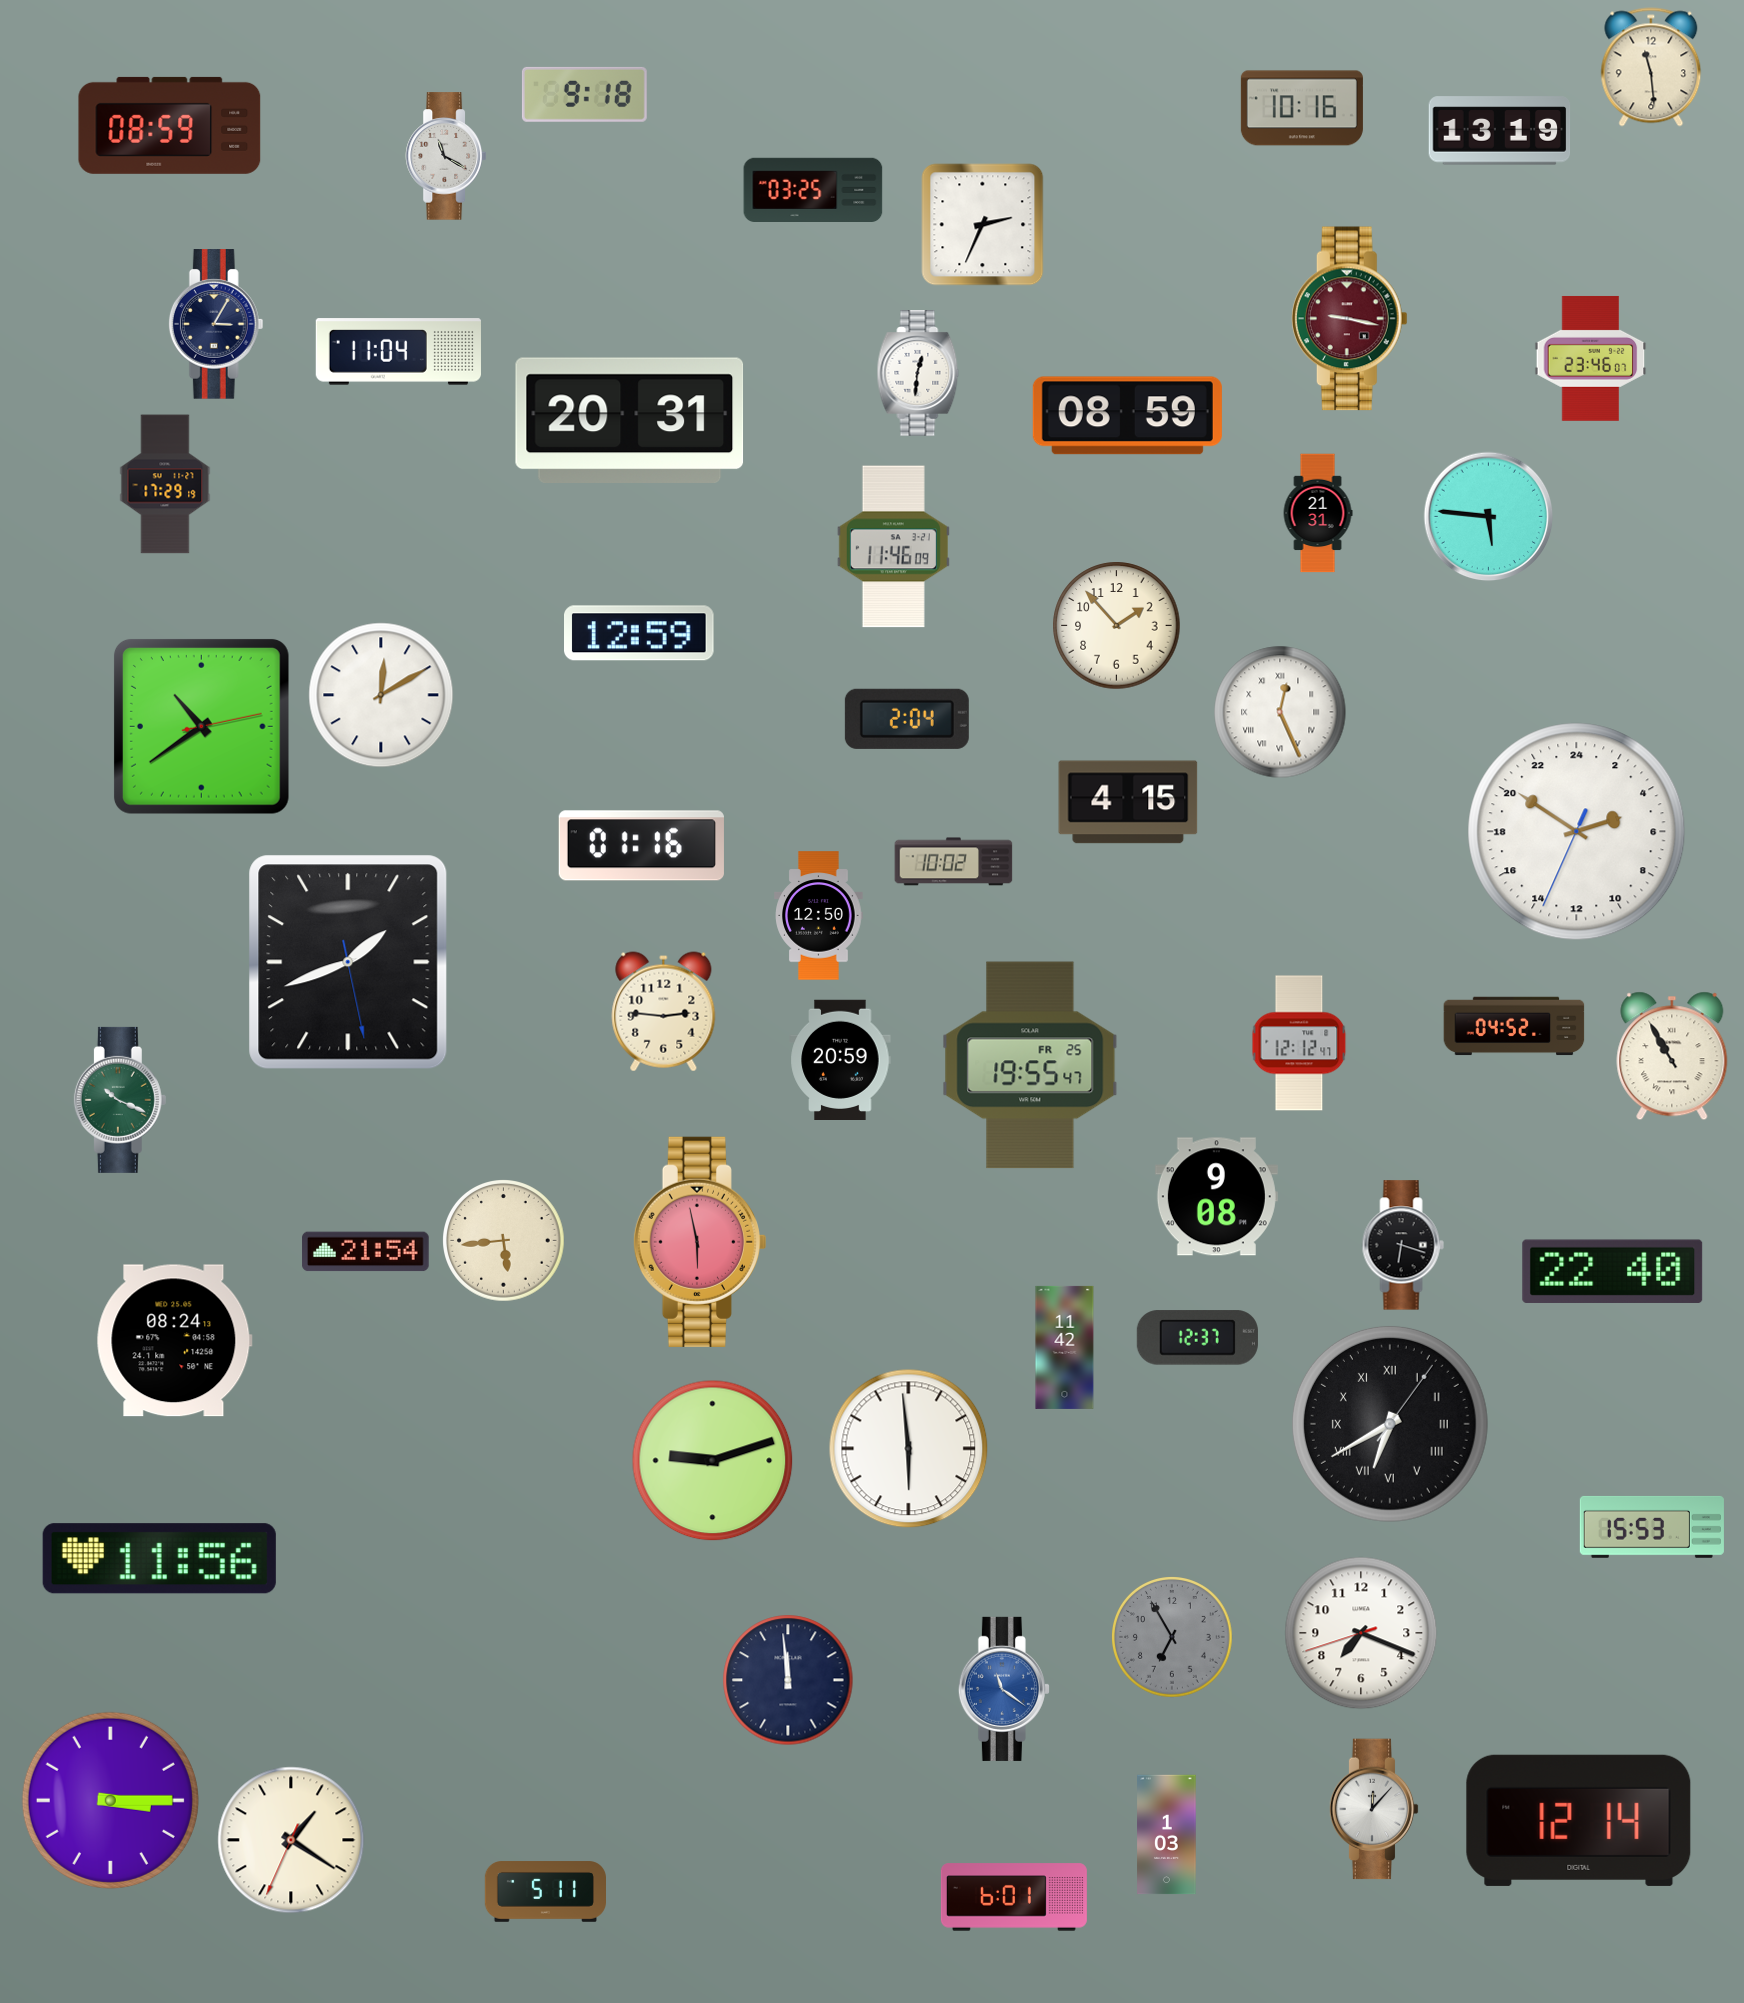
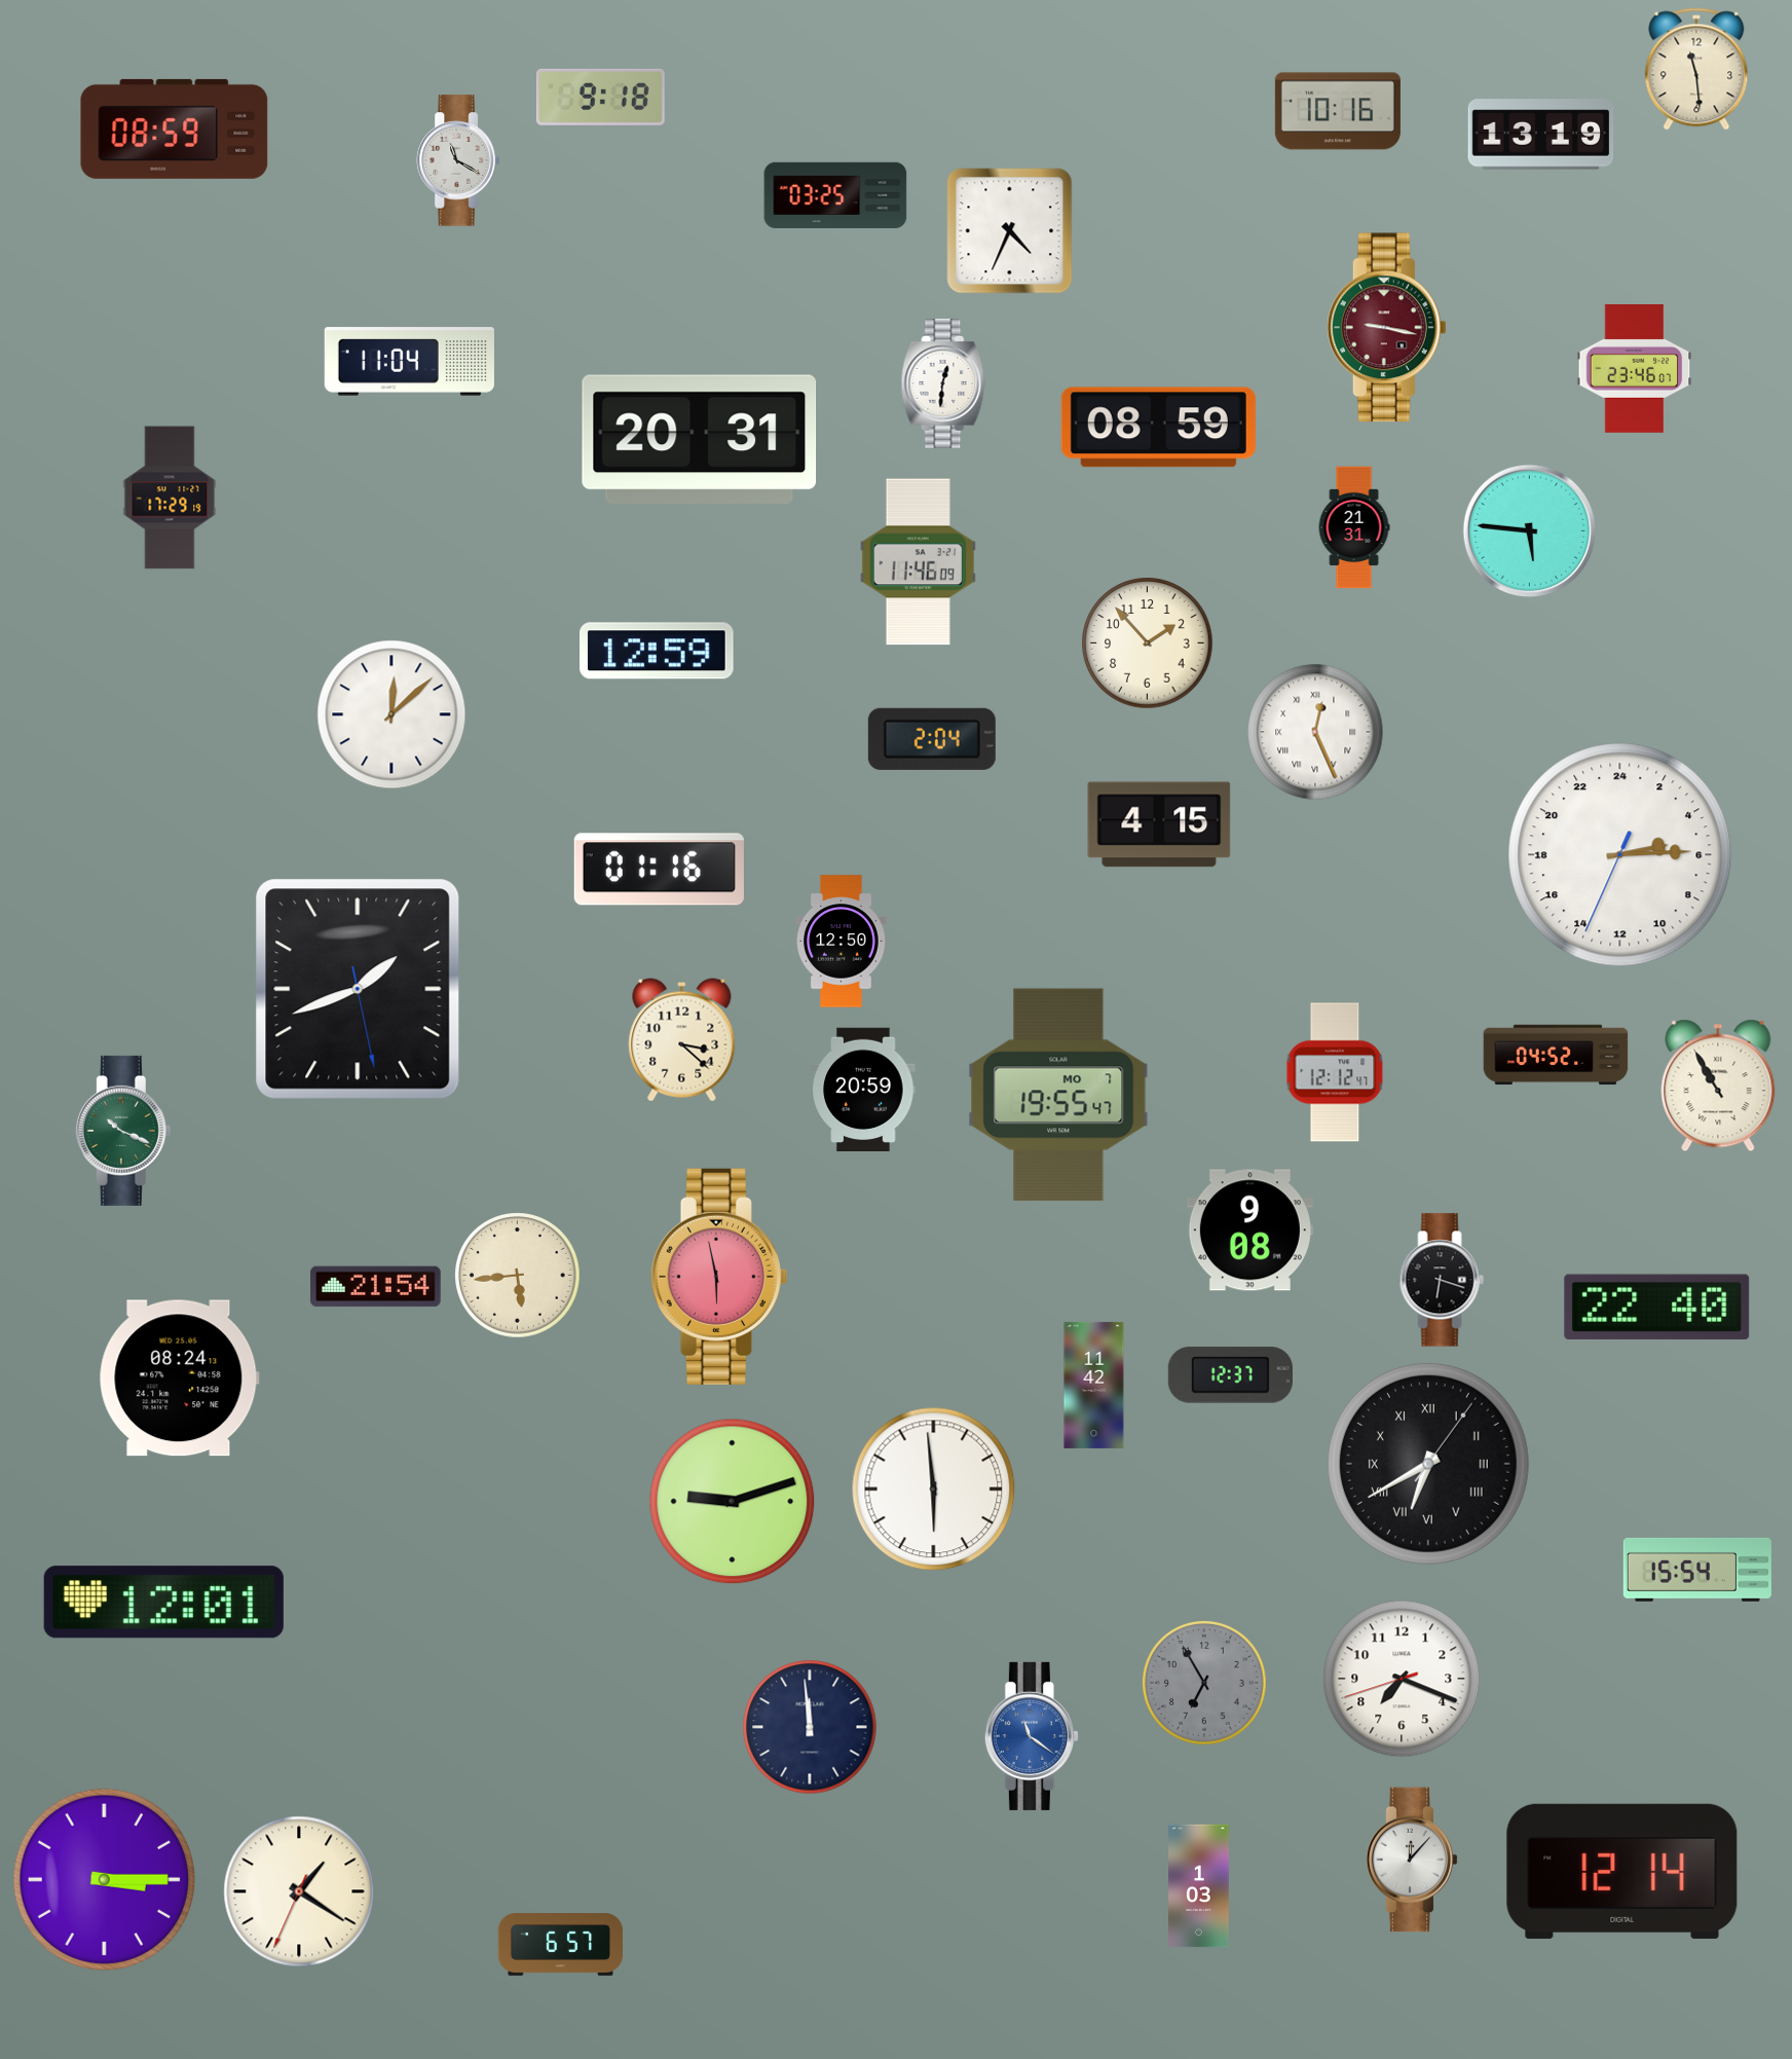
clock at (983, 225): 2:34 -> 4:34
clock at (216, 324): 3:05 -> none
clock at (630, 420) position: (630, 420) -> (700, 439)
clock at (381, 695): 12:10 -> 12:08
clock at (201, 726): 10:39 -> none
clock at (1577, 832): 4:50 -> 5:14
clock at (954, 862): 10:02 -> none
clock at (664, 1012): 2:46 -> 3:22
clock at (1030, 1065) date: FR 25 -> MO 7
clock at (1652, 1527): 15:53 -> 15:54
clock at (159, 1559): 11:56 -> 12:01
clock at (1361, 1633) position: (1361, 1633) -> (1402, 1679)
clock at (110, 1800) position: (110, 1800) -> (104, 1879)
clock at (545, 1892): 5:11 -> 6:57
clock at (1014, 1897): 6:01 -> none
